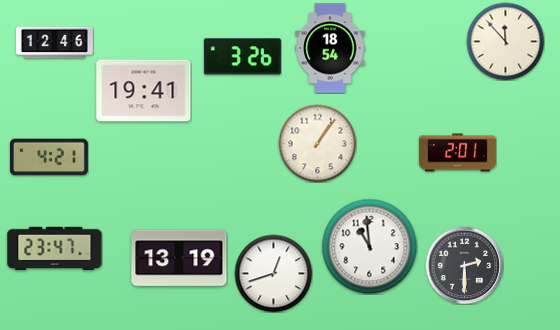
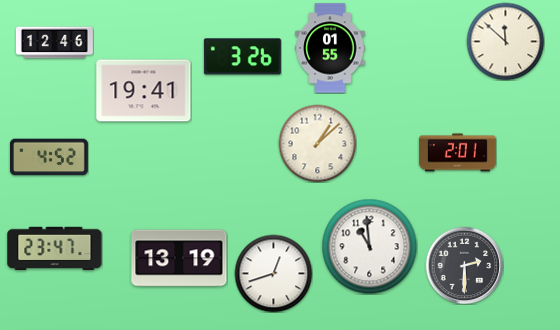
clock at (505, 41): 11:53 -> 11:52
clock at (330, 48): 18:54 -> 01:55
clock at (317, 143): 1:06 -> 1:08
clock at (49, 157): 4:21 -> 4:52
